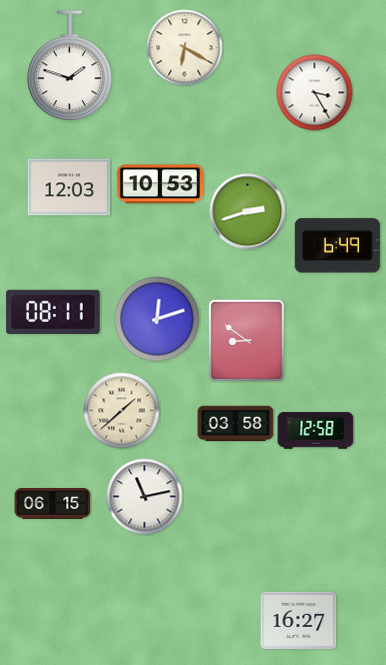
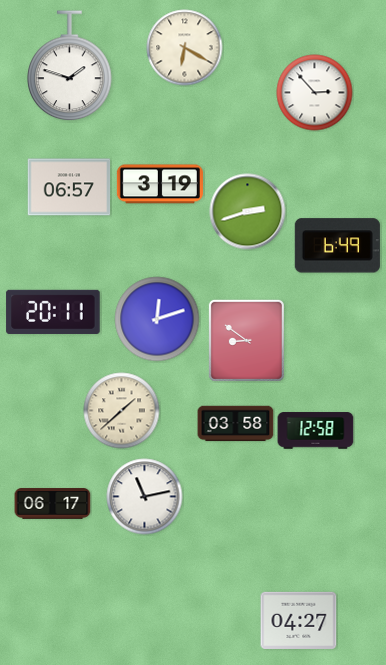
clock at (315, 93): 3:25 -> 2:53
clock at (160, 184): 10:53 -> 3:19
clock at (69, 187): 12:03 -> 06:57
clock at (53, 312): 08:11 -> 20:11
clock at (53, 504): 06:15 -> 06:17
clock at (299, 620): 16:27 -> 04:27
